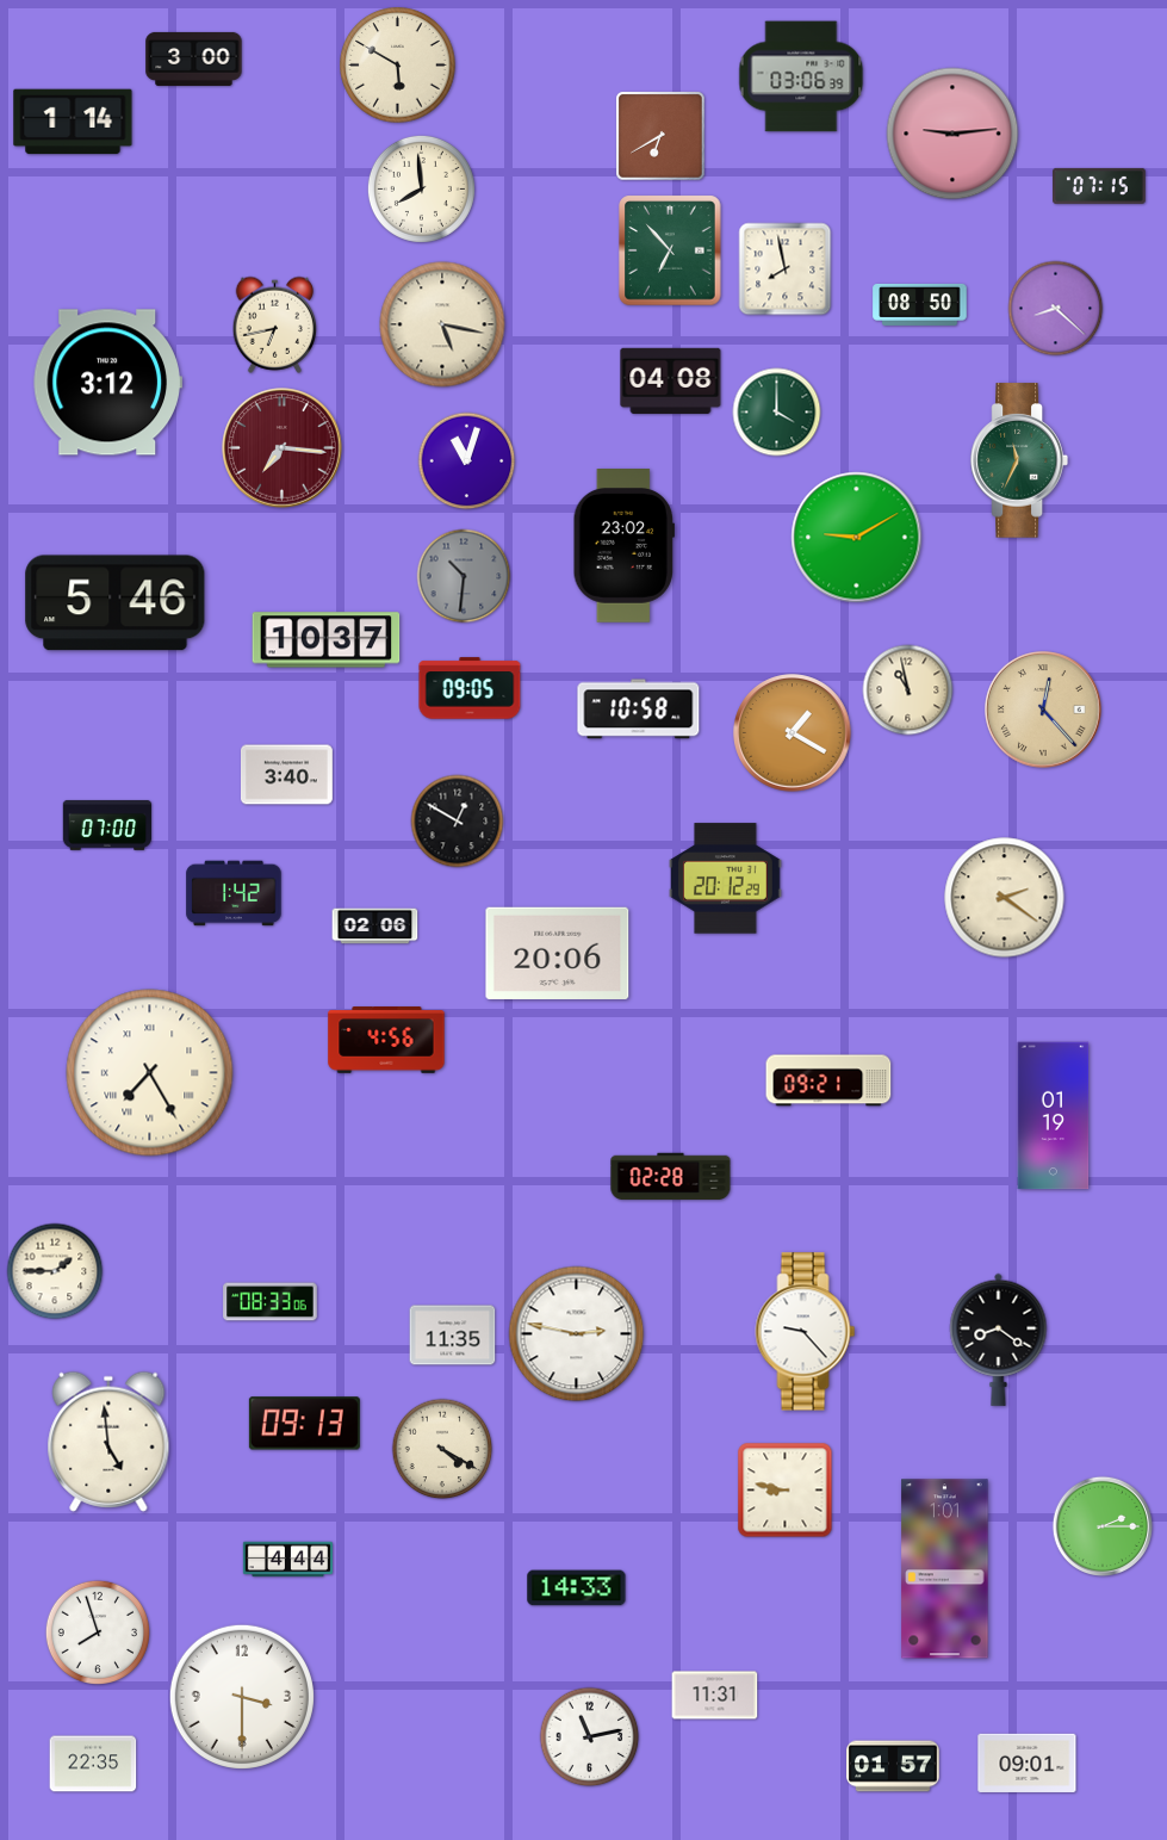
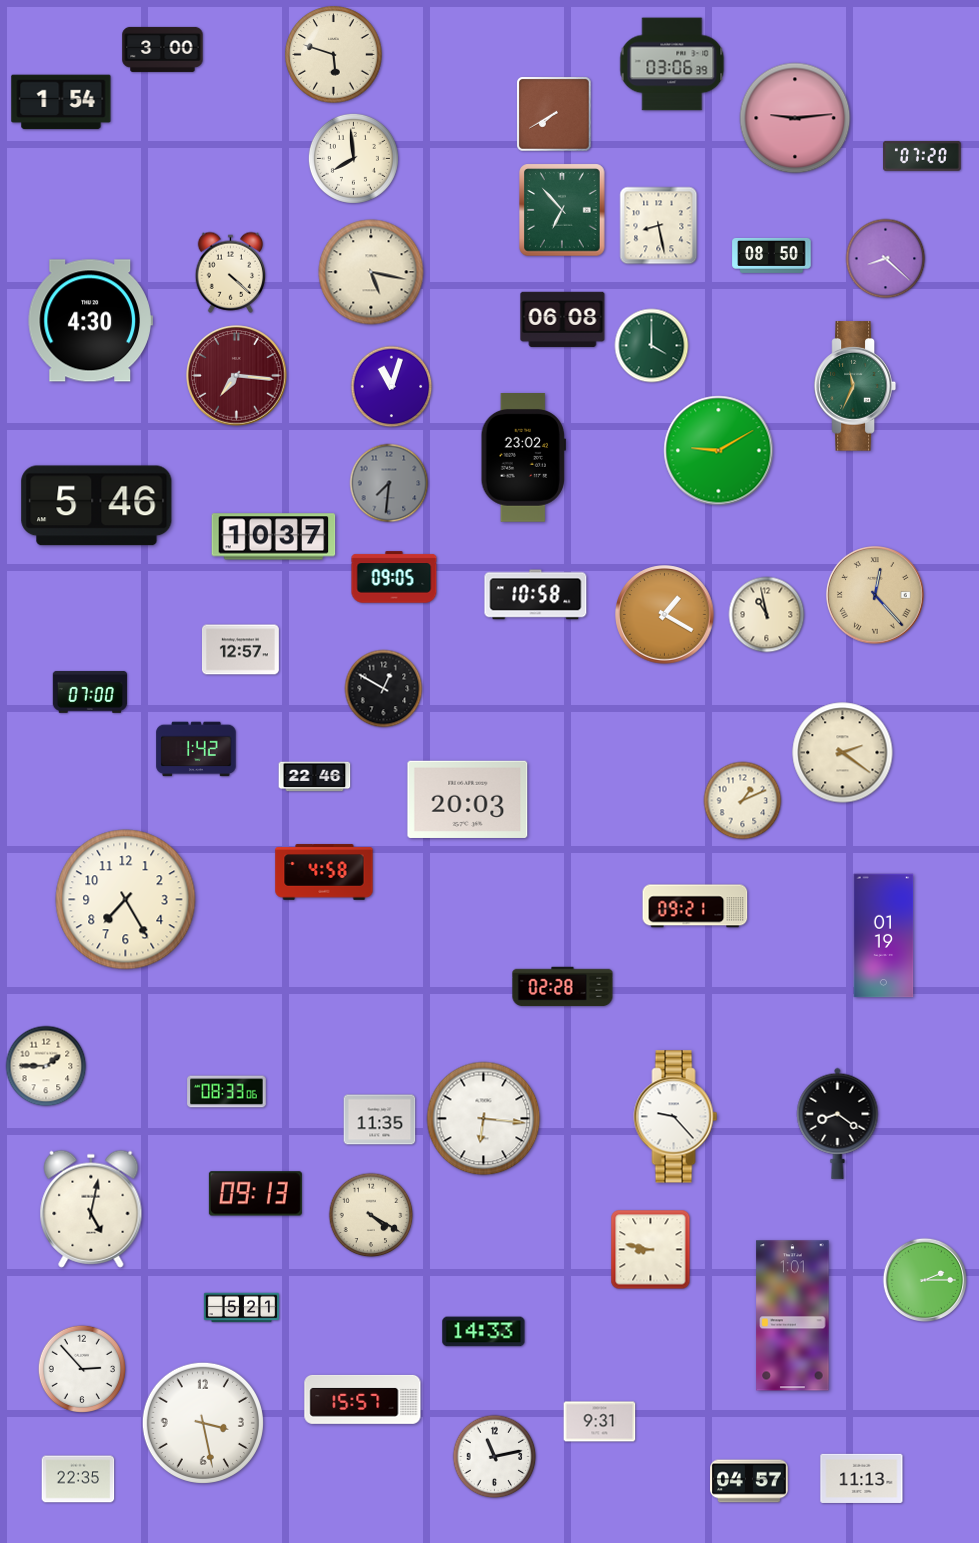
clock at (398, 66): 5:50 -> 5:48
clock at (73, 122): 1:14 -> 1:54
clock at (952, 134) position: (952, 134) -> (795, 118)
clock at (660, 136): 6:40 -> 7:40
clock at (1099, 186): 07:15 -> 07:20
clock at (786, 270): 7:58 -> 8:28
clock at (275, 324): 6:43 -> 4:22
clock at (671, 380): 04:08 -> 06:08
clock at (107, 383): 3:12 -> 4:30
clock at (464, 576): 10:31 -> 7:31
clock at (908, 690) position: (908, 690) -> (767, 615)
clock at (286, 775): 3:40 -> 12:57
clock at (726, 879): 20:12 -> none
clock at (375, 927): 02:06 -> 22:46
clock at (558, 953): 20:06 -> 20:03
clock at (743, 801): none -> 1:11
clock at (386, 1040): 4:56 -> 4:58
clock at (150, 1073) numerals: Roman -> Arabic
clock at (577, 1334): 2:47 -> 6:16
clock at (108, 1442): 4:59 -> 5:02
clock at (786, 1491) position: (786, 1491) -> (651, 1250)
clock at (287, 1560): 4:44 -> 5:21
clock at (98, 1633): 7:57 -> 2:53
clock at (363, 1399): none -> 15:57
clock at (715, 1696): 11:31 -> 9:31
clock at (242, 1697): 3:30 -> 3:28
clock at (1028, 1762): 09:01 -> 11:13
clock at (893, 1766): 01:57 -> 04:57
